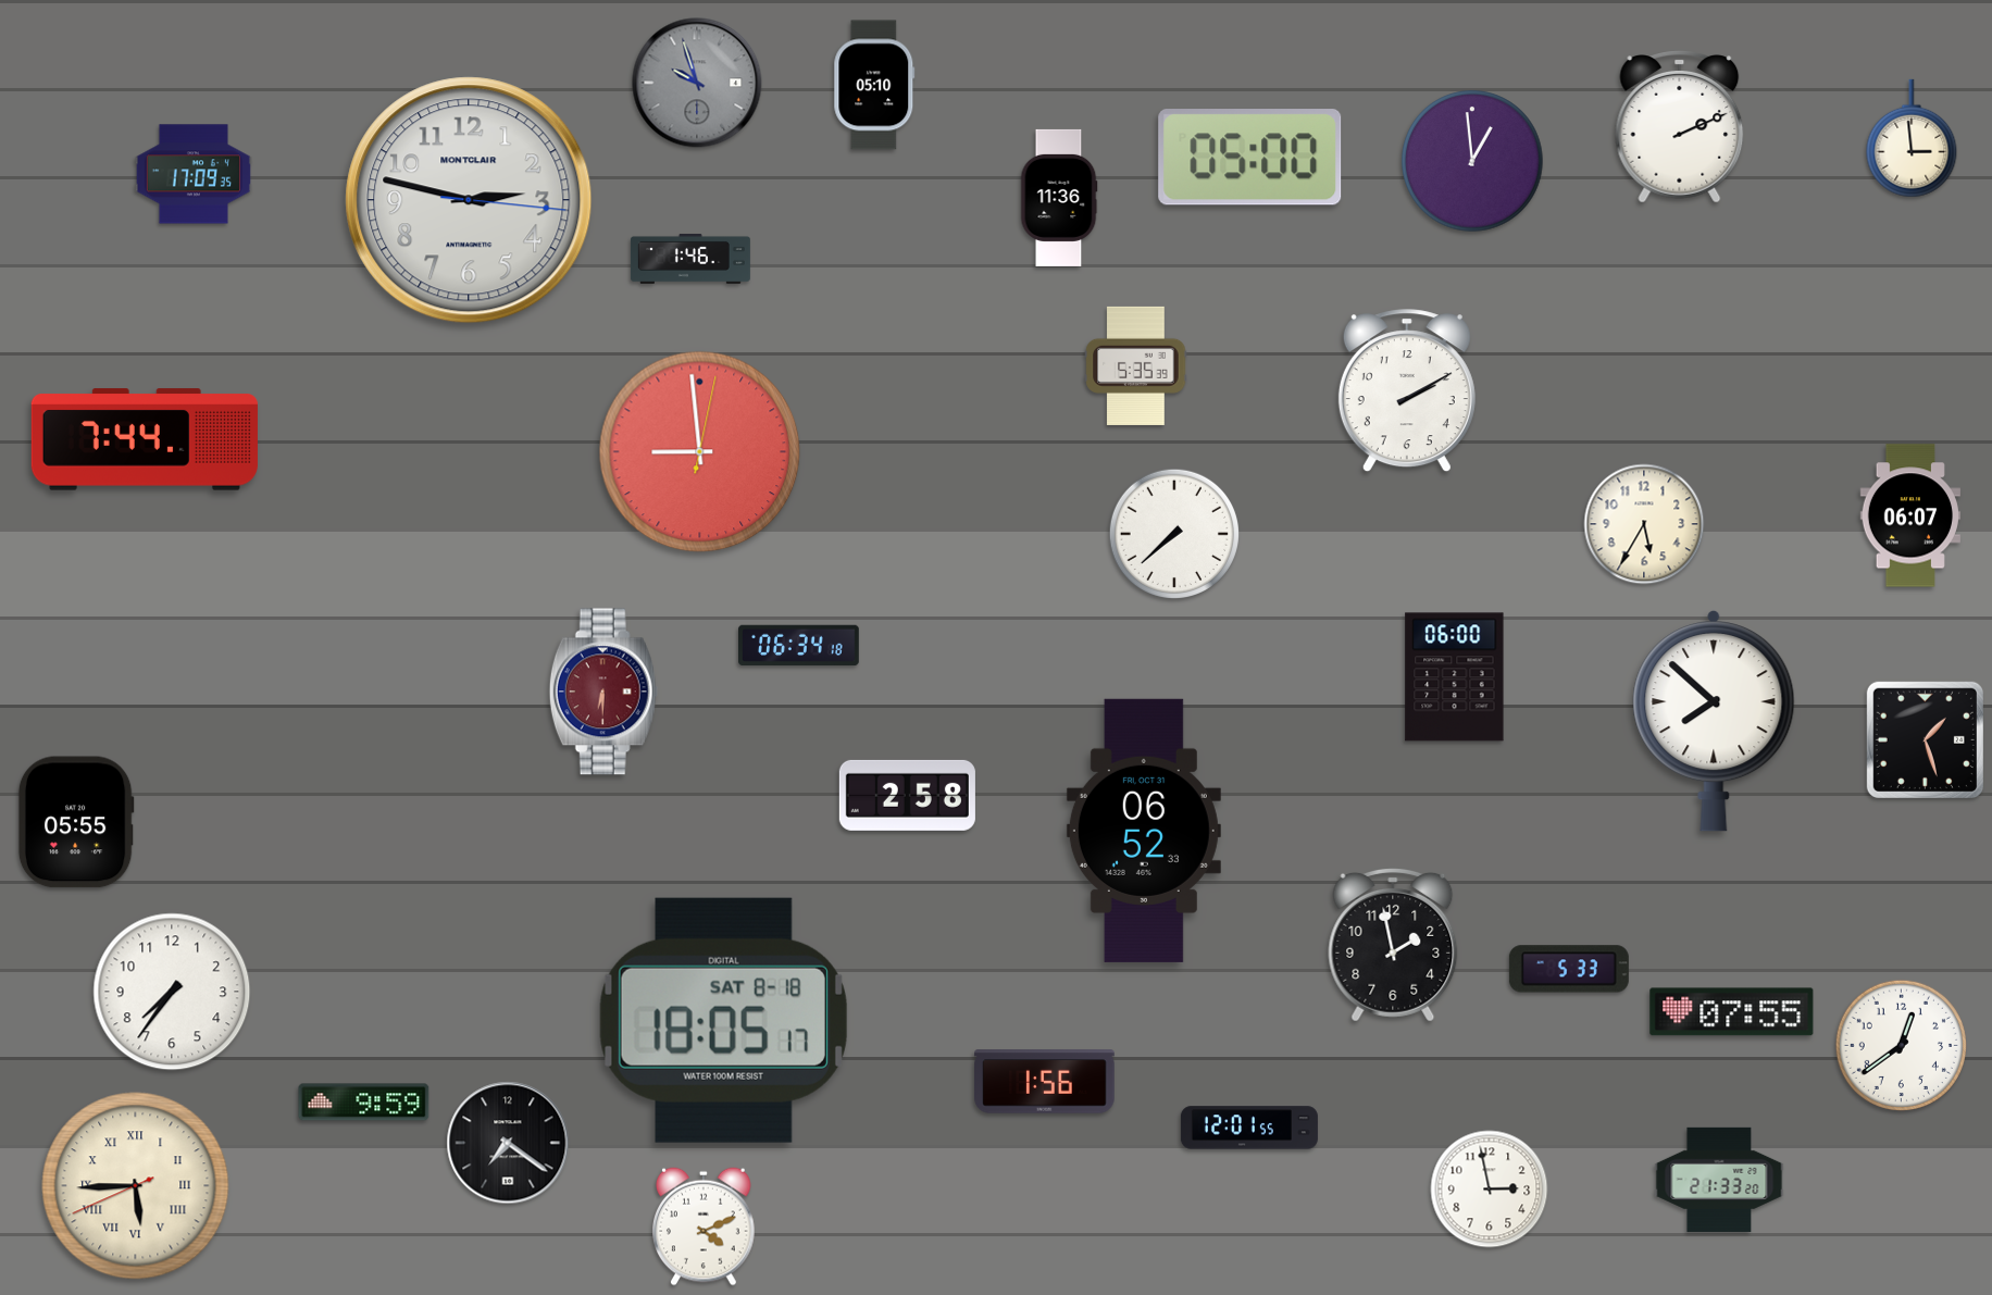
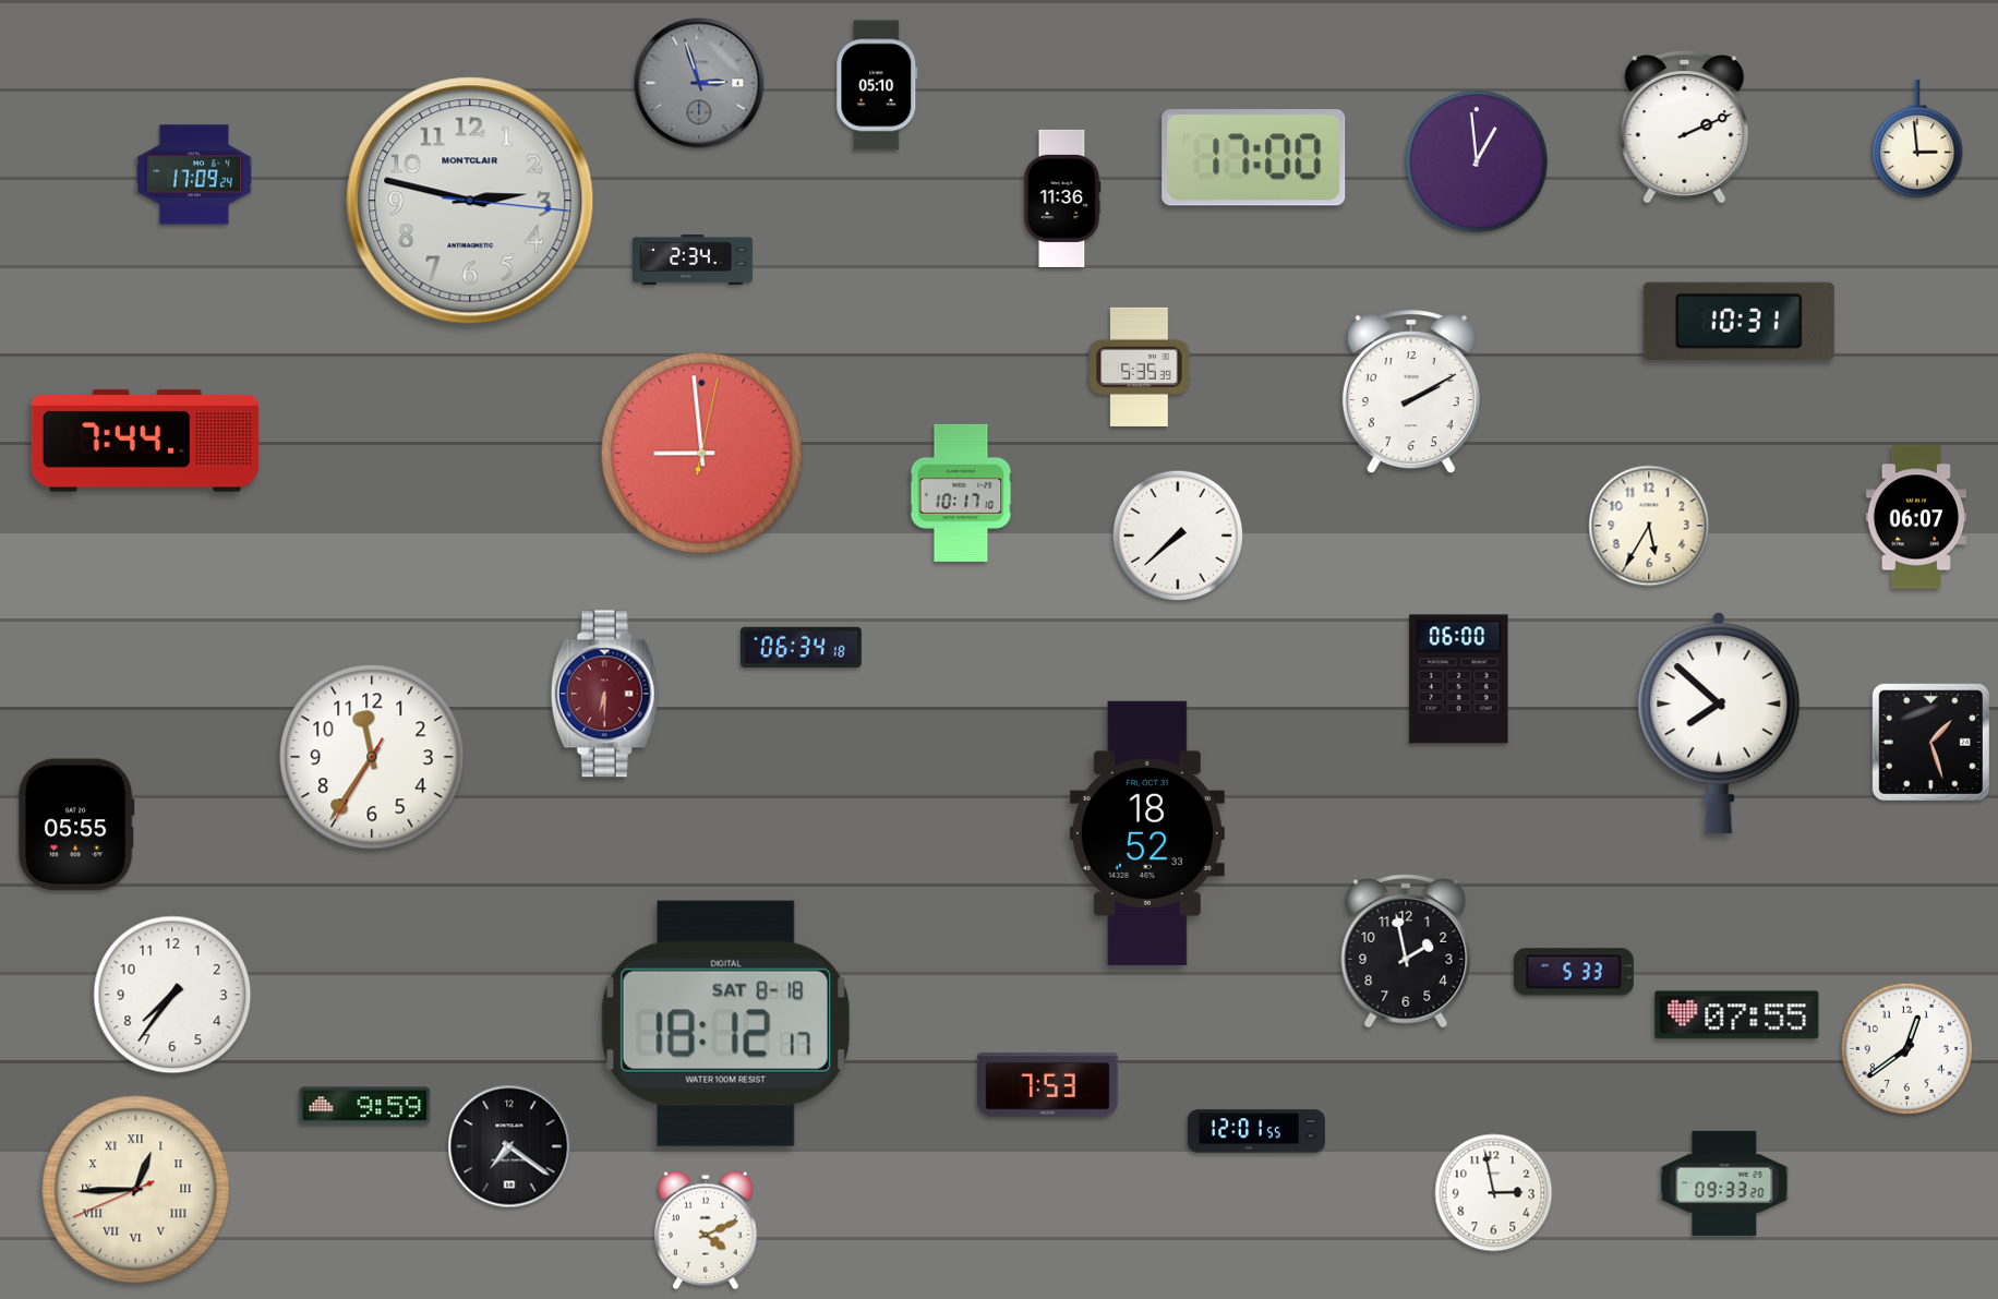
clock at (697, 83): 9:57 -> 2:57
clock at (1250, 158): 05:00 -> 17:00
clock at (194, 174): 17:09:35 -> 17:09:24
clock at (690, 259): 1:46 -> 2:34
clock at (1738, 321): none -> 10:31
clock at (961, 493): none -> 10:17
clock at (372, 757): none -> 11:35
clock at (907, 795): 2:58 -> none
clock at (1144, 831): 06:52 -> 18:52
clock at (1393, 945) position: (1393, 945) -> (1406, 951)
clock at (723, 1020): 18:05 -> 18:12
clock at (1045, 1082): 1:56 -> 7:53
clock at (1249, 1128) position: (1249, 1128) -> (1256, 1131)
clock at (1719, 1180): 21:33 -> 09:33
clock at (136, 1186): 5:44 -> 12:44
